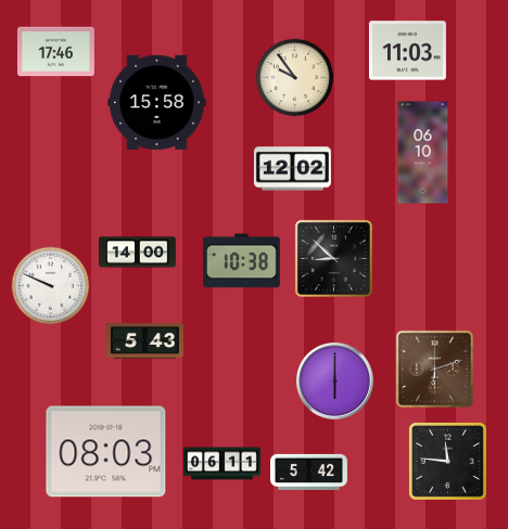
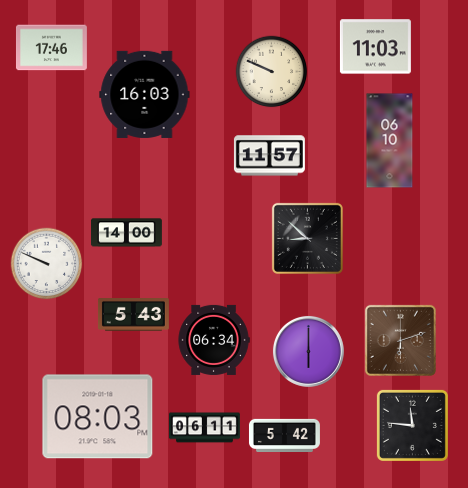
clock at (295, 78): 9:54 -> 9:49
clock at (157, 102): 15:58 -> 16:03
clock at (292, 169): 12:02 -> 11:57
clock at (241, 261): 10:38 -> none
clock at (214, 340): none -> 06:34
